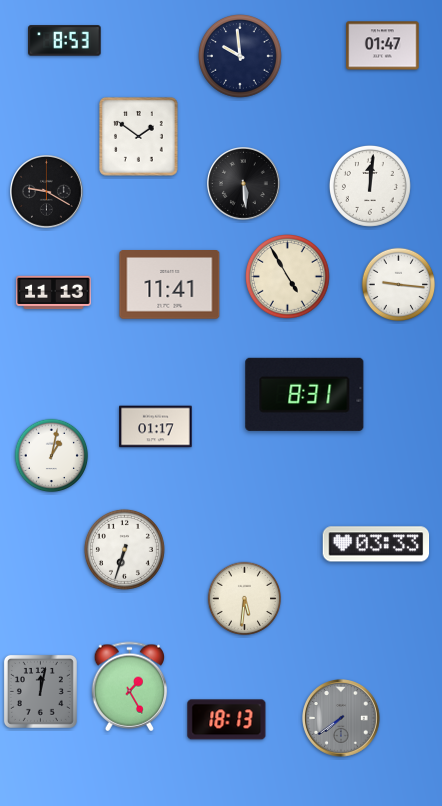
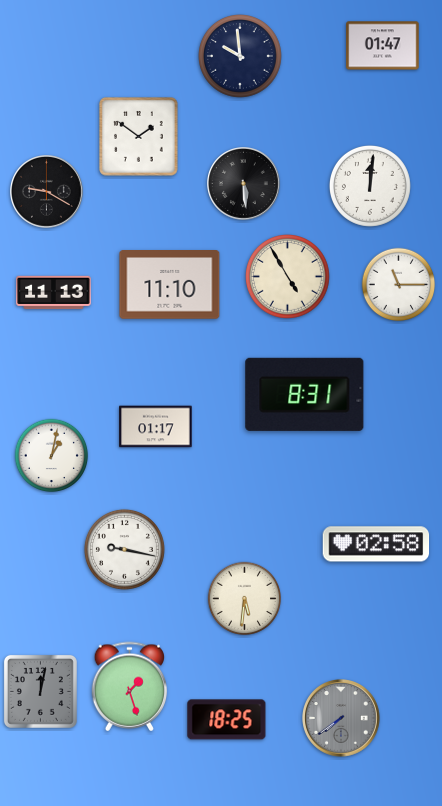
clock at (65, 41): 8:53 -> none
clock at (170, 285): 11:41 -> 11:10
clock at (399, 285): 9:16 -> 11:15
clock at (376, 544): 03:33 -> 02:58
clock at (124, 549): 6:33 -> 9:17
clock at (130, 687): 1:25 -> 1:27
clock at (227, 720): 18:13 -> 18:25
